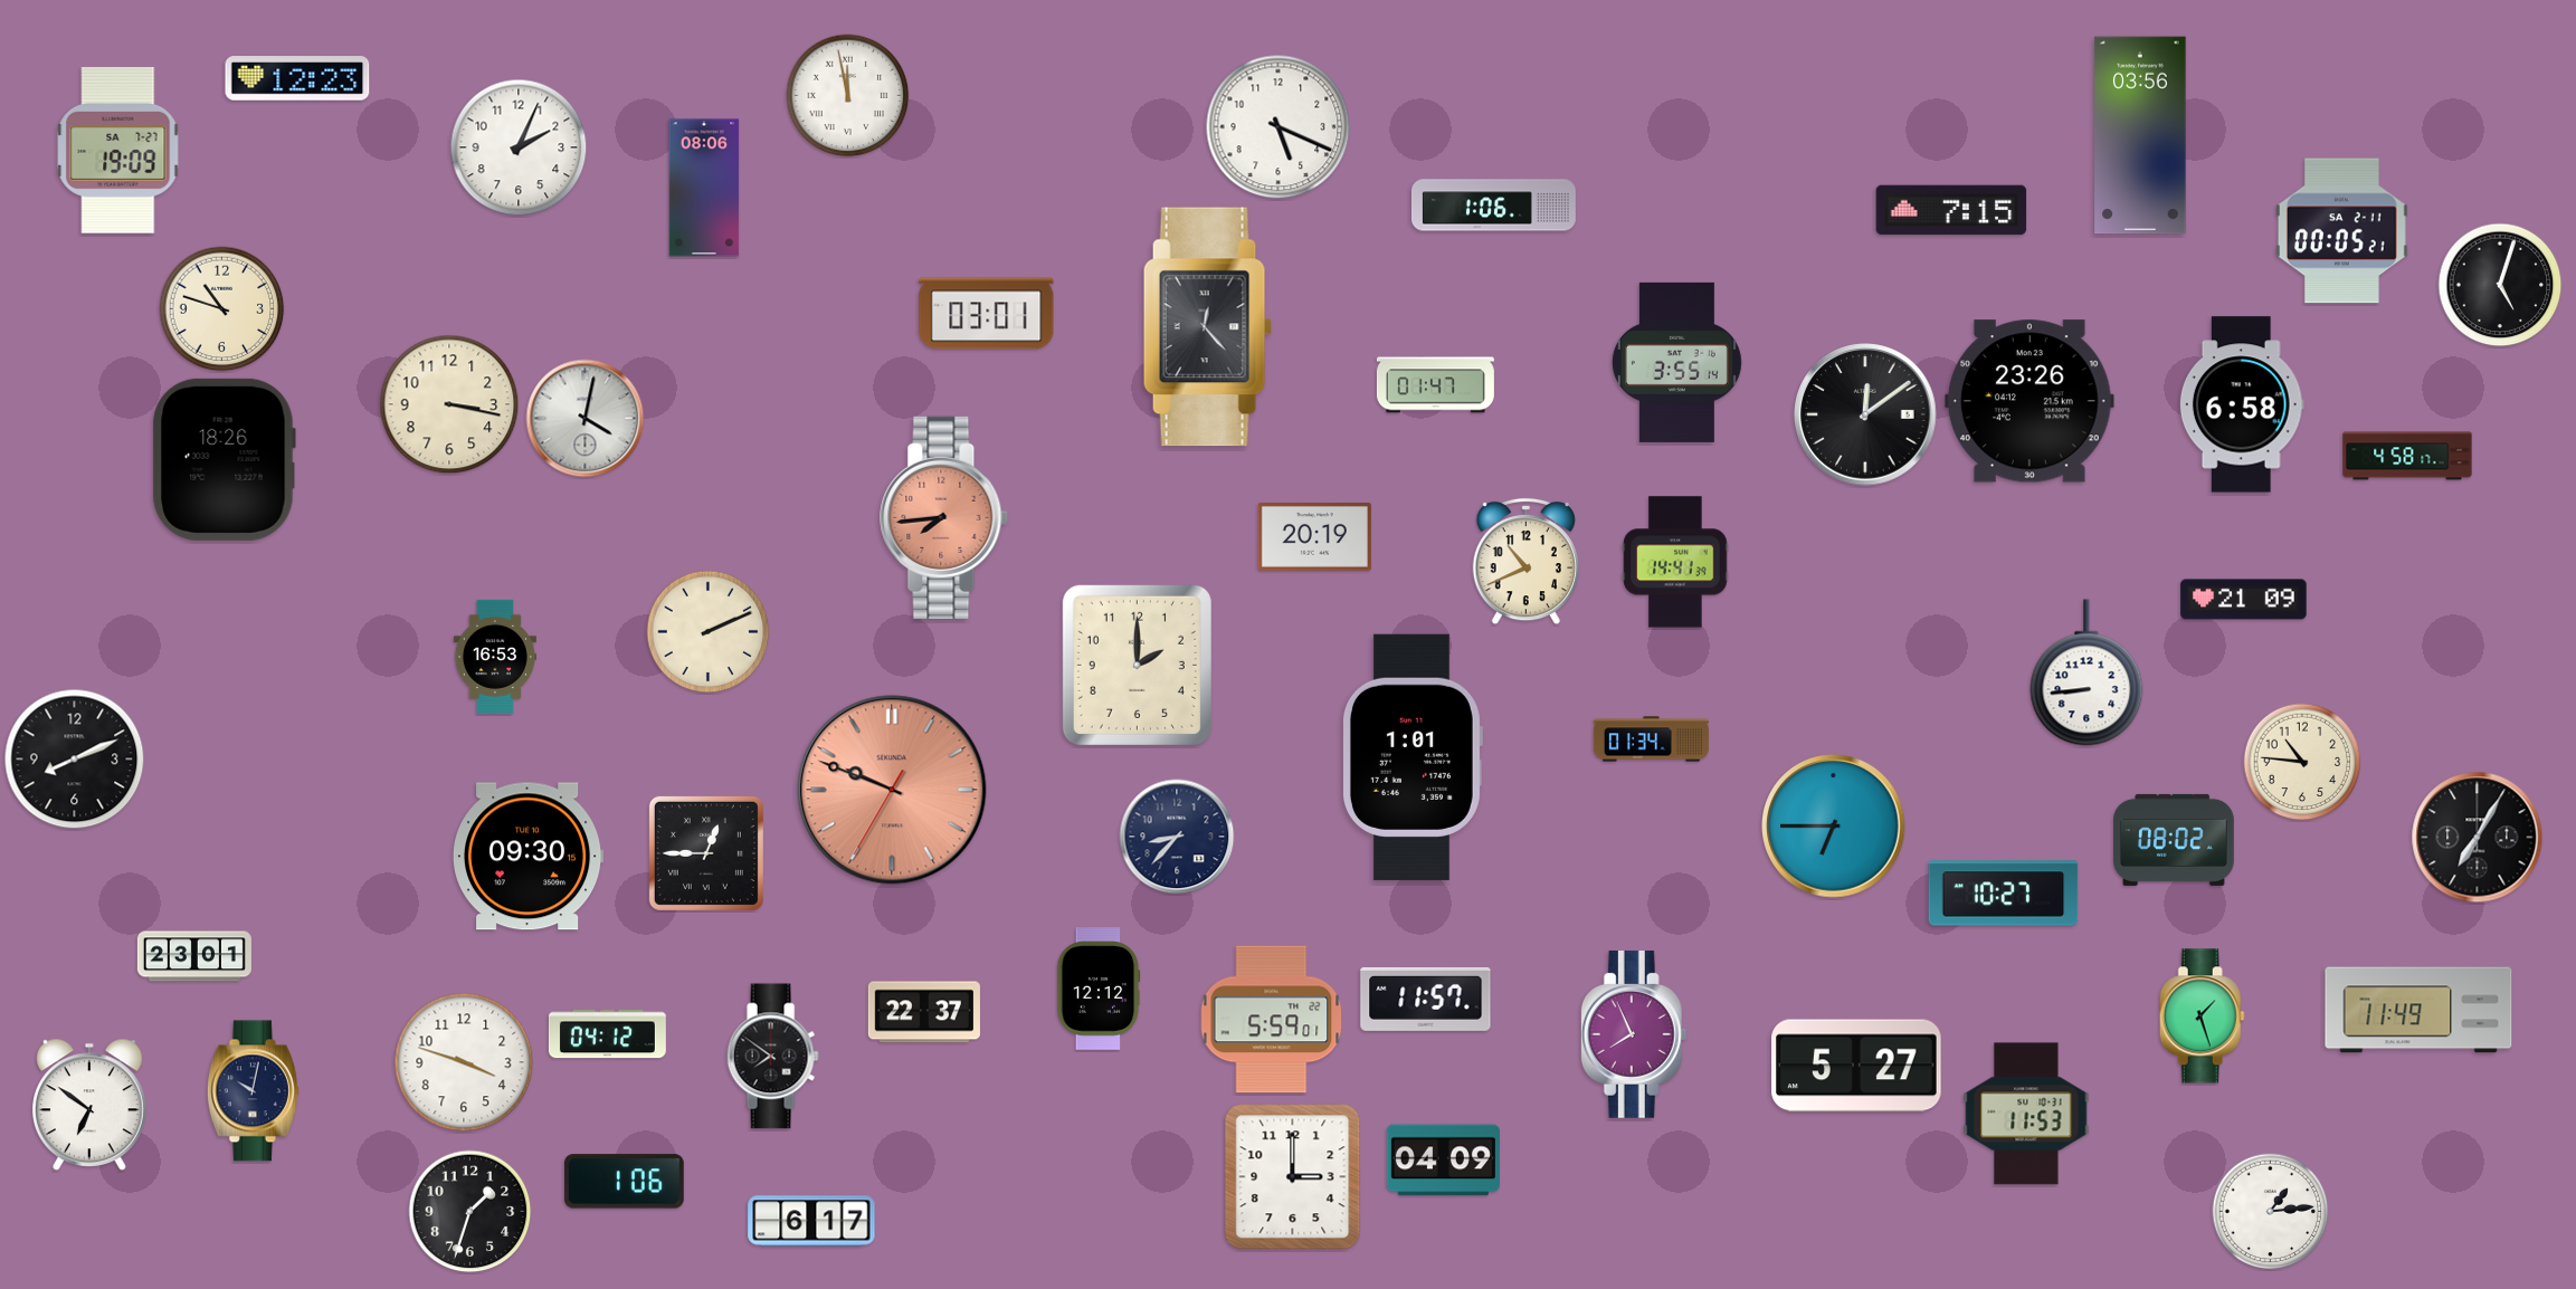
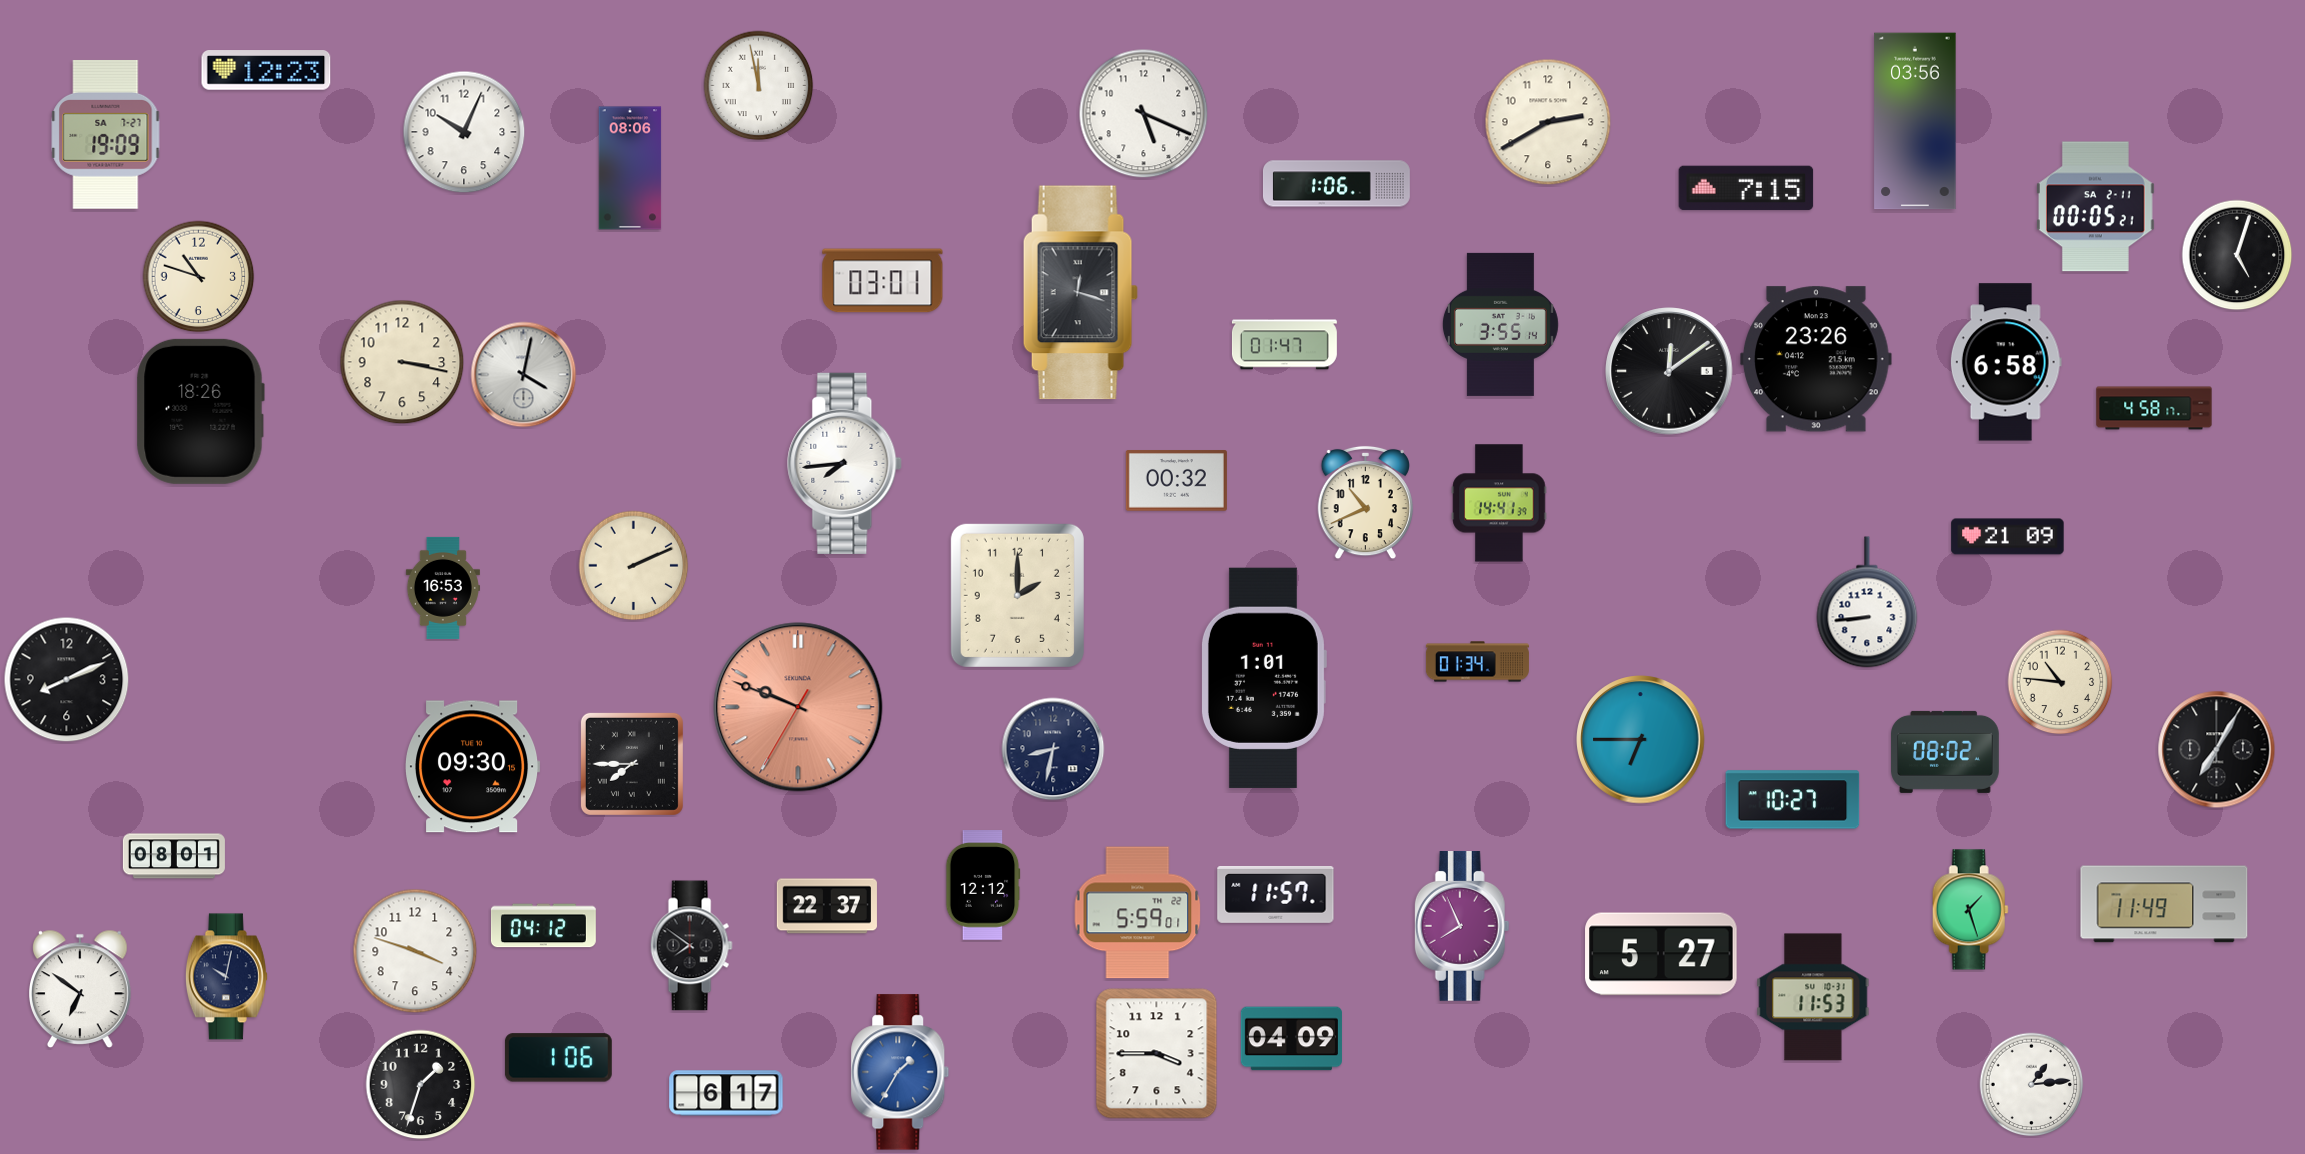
clock at (1548, 122): none -> 2:40
clock at (519, 147): 2:04 -> 10:04
clock at (1207, 327): 12:23 -> 12:18
clock at (944, 517) dial: salmon -> white
clock at (1314, 537): 20:19 -> 00:32
clock at (1177, 837): 8:37 -> 8:32
clock at (706, 853): 12:45 -> 7:45
clock at (194, 956): 23:01 -> 08:01
clock at (1293, 1177): 3:00 -> 3:45
clock at (900, 1072): none -> 1:35
